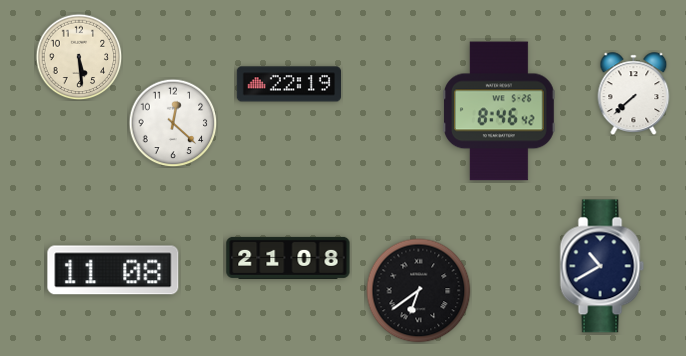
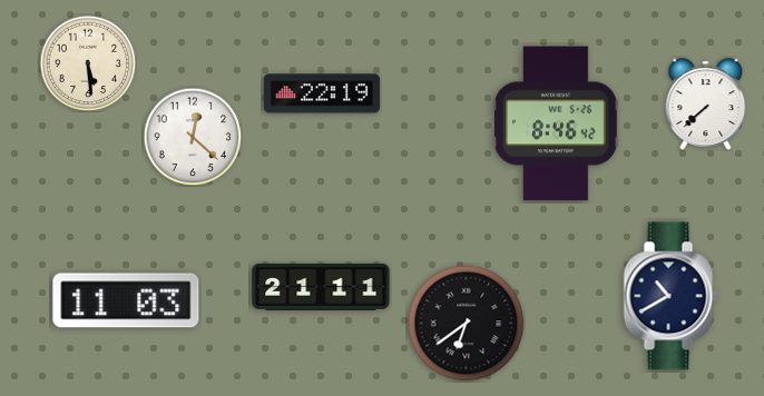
clock at (288, 258): 21:08 -> 21:11
clock at (113, 270): 11:08 -> 11:03
